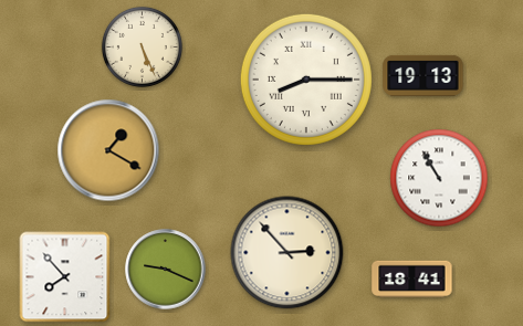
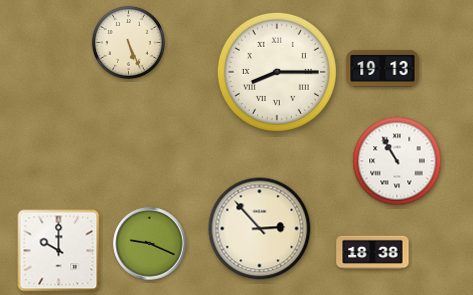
clock at (108, 150): 1:20 -> none
clock at (65, 277): 7:53 -> 10:00
clock at (412, 280): 18:41 -> 18:38
